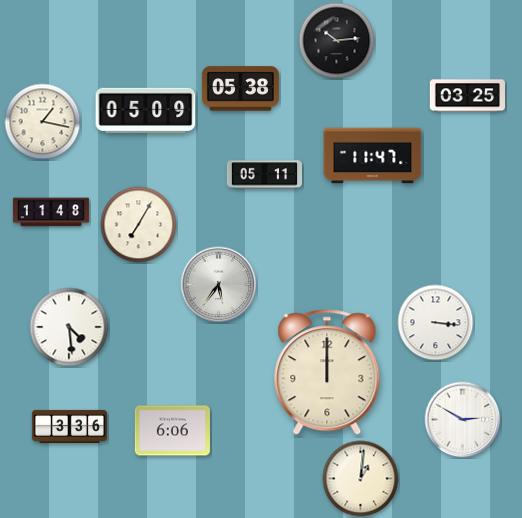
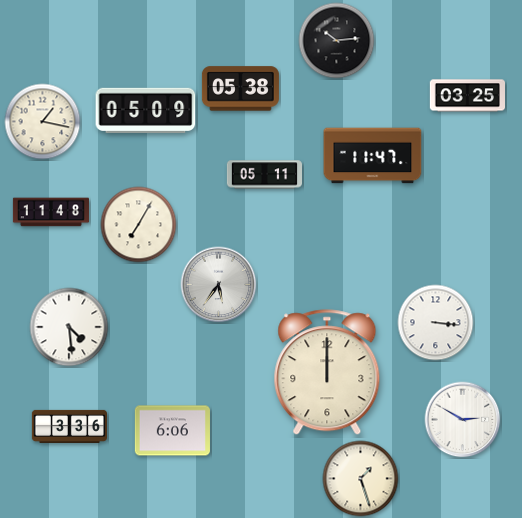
clock at (361, 479): 1:01 -> 1:27
